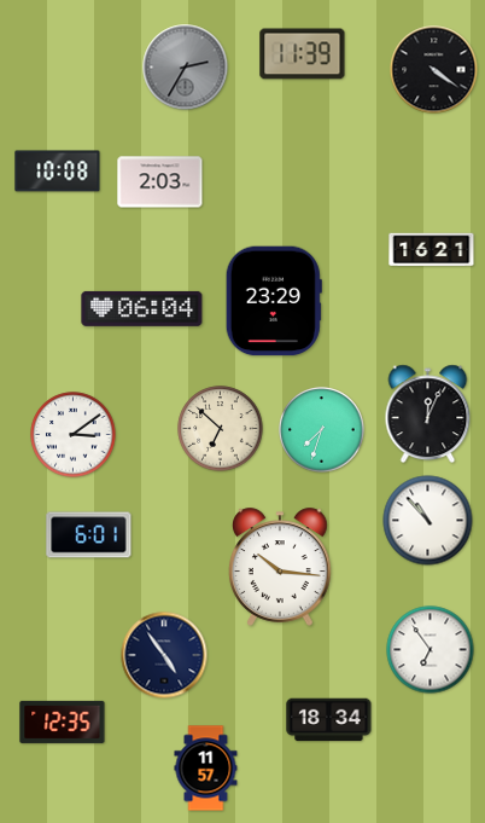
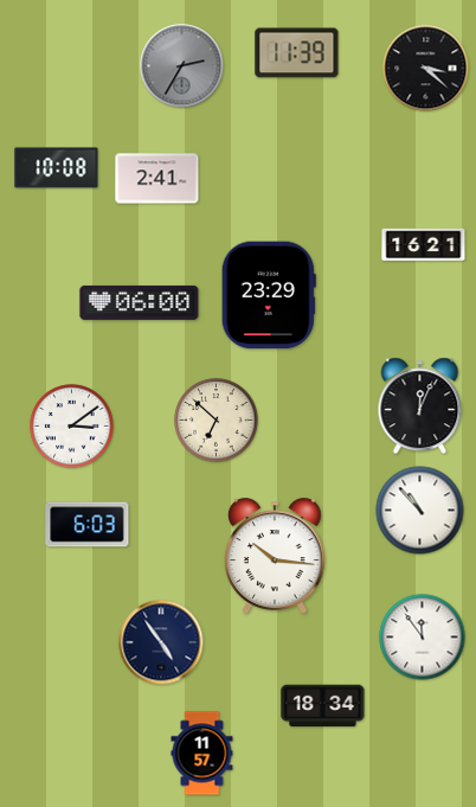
clock at (434, 70): 4:21 -> 3:22
clock at (160, 182): 2:03 -> 2:41
clock at (142, 308): 06:04 -> 06:00
clock at (322, 430): 7:33 -> none
clock at (89, 535): 6:01 -> 6:03
clock at (431, 650): 6:54 -> 11:54
clock at (63, 721): 12:35 -> none
